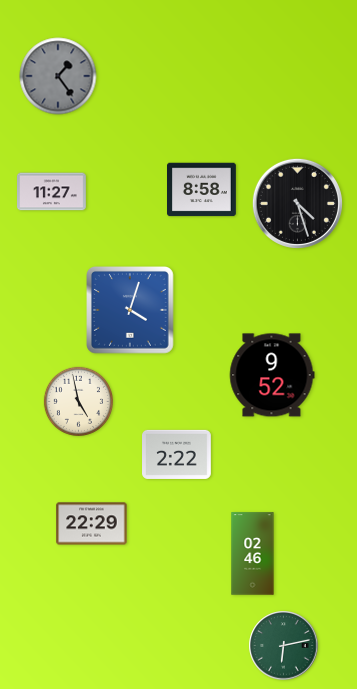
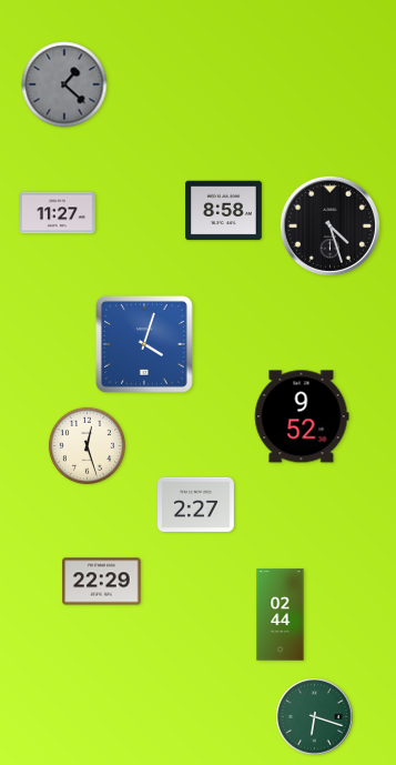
clock at (58, 76): 1:24 -> 1:22
clock at (78, 401): 4:58 -> 12:27
clock at (177, 454): 2:22 -> 2:27
clock at (253, 554): 02:46 -> 02:44
clock at (284, 646): 6:13 -> 6:18
